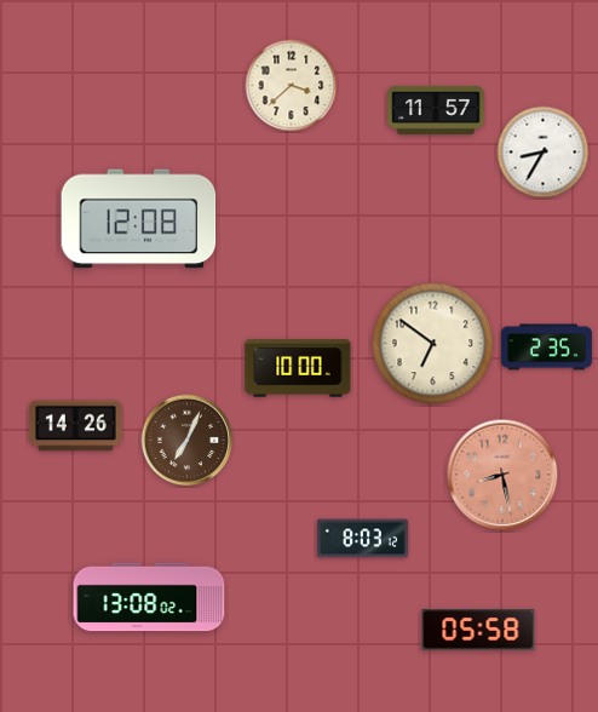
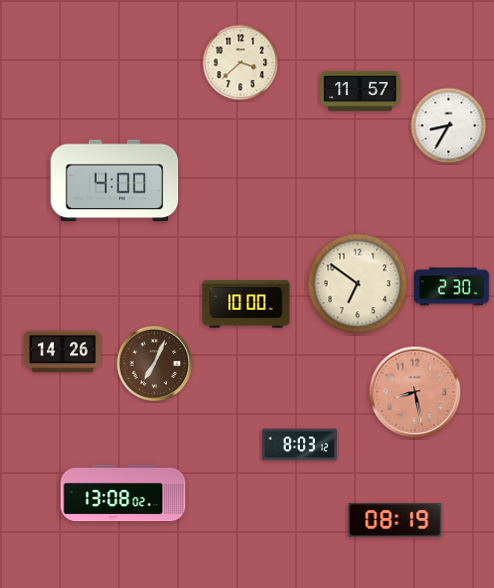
clock at (292, 86) position: (292, 86) -> (241, 63)
clock at (139, 219): 12:08 -> 4:00
clock at (546, 348): 2:35 -> 2:30
clock at (478, 630): 05:58 -> 08:19
